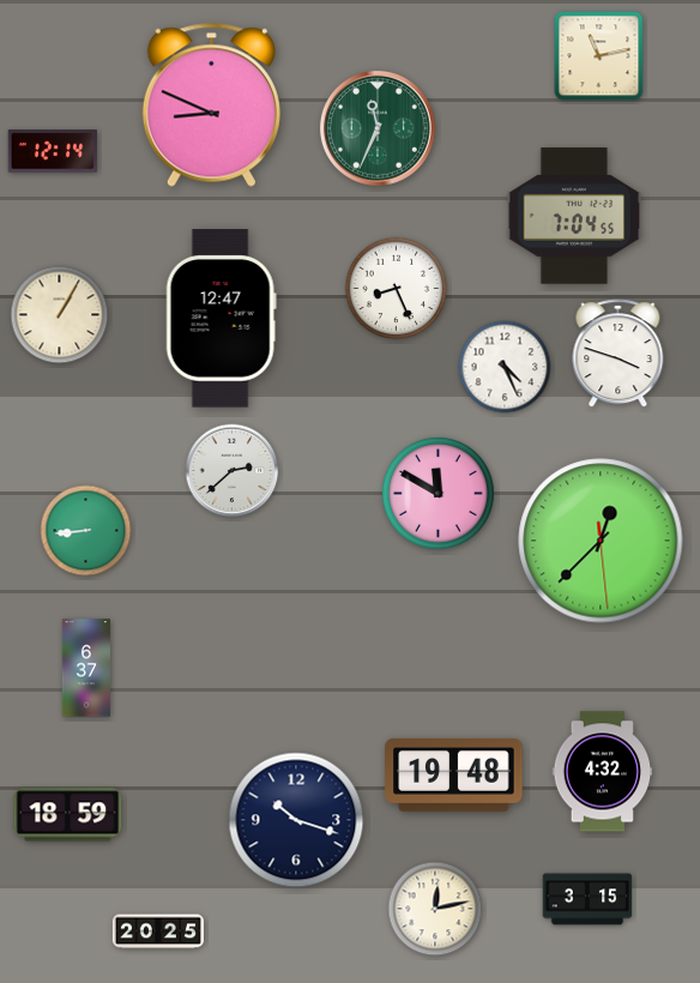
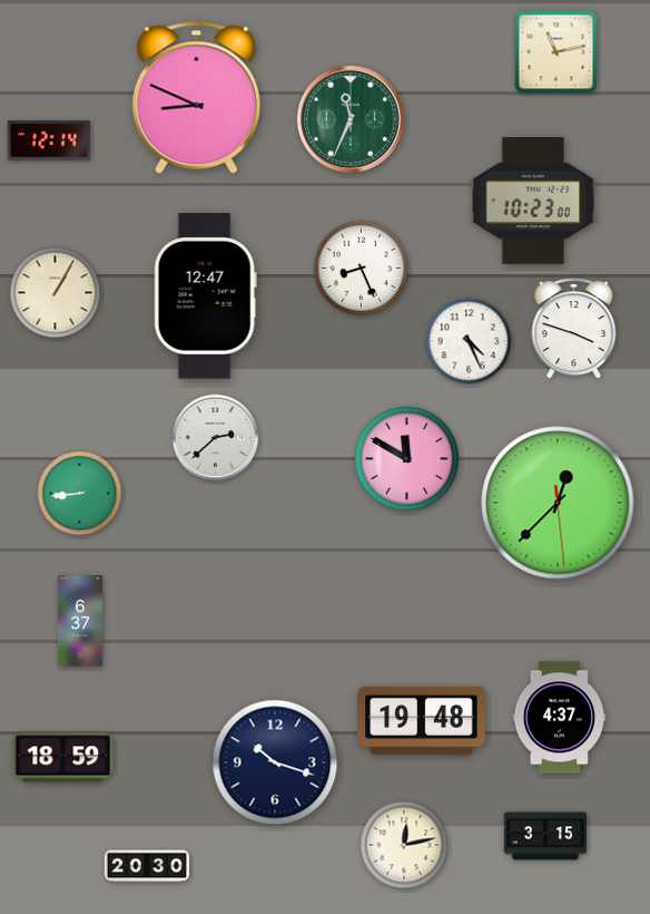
clock at (574, 216): 7:04 -> 10:23
clock at (397, 289) position: (397, 289) -> (362, 269)
clock at (603, 772): 4:32 -> 4:37
clock at (158, 931): 20:25 -> 20:30
